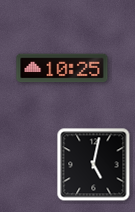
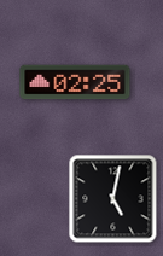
clock at (62, 68): 10:25 -> 02:25
